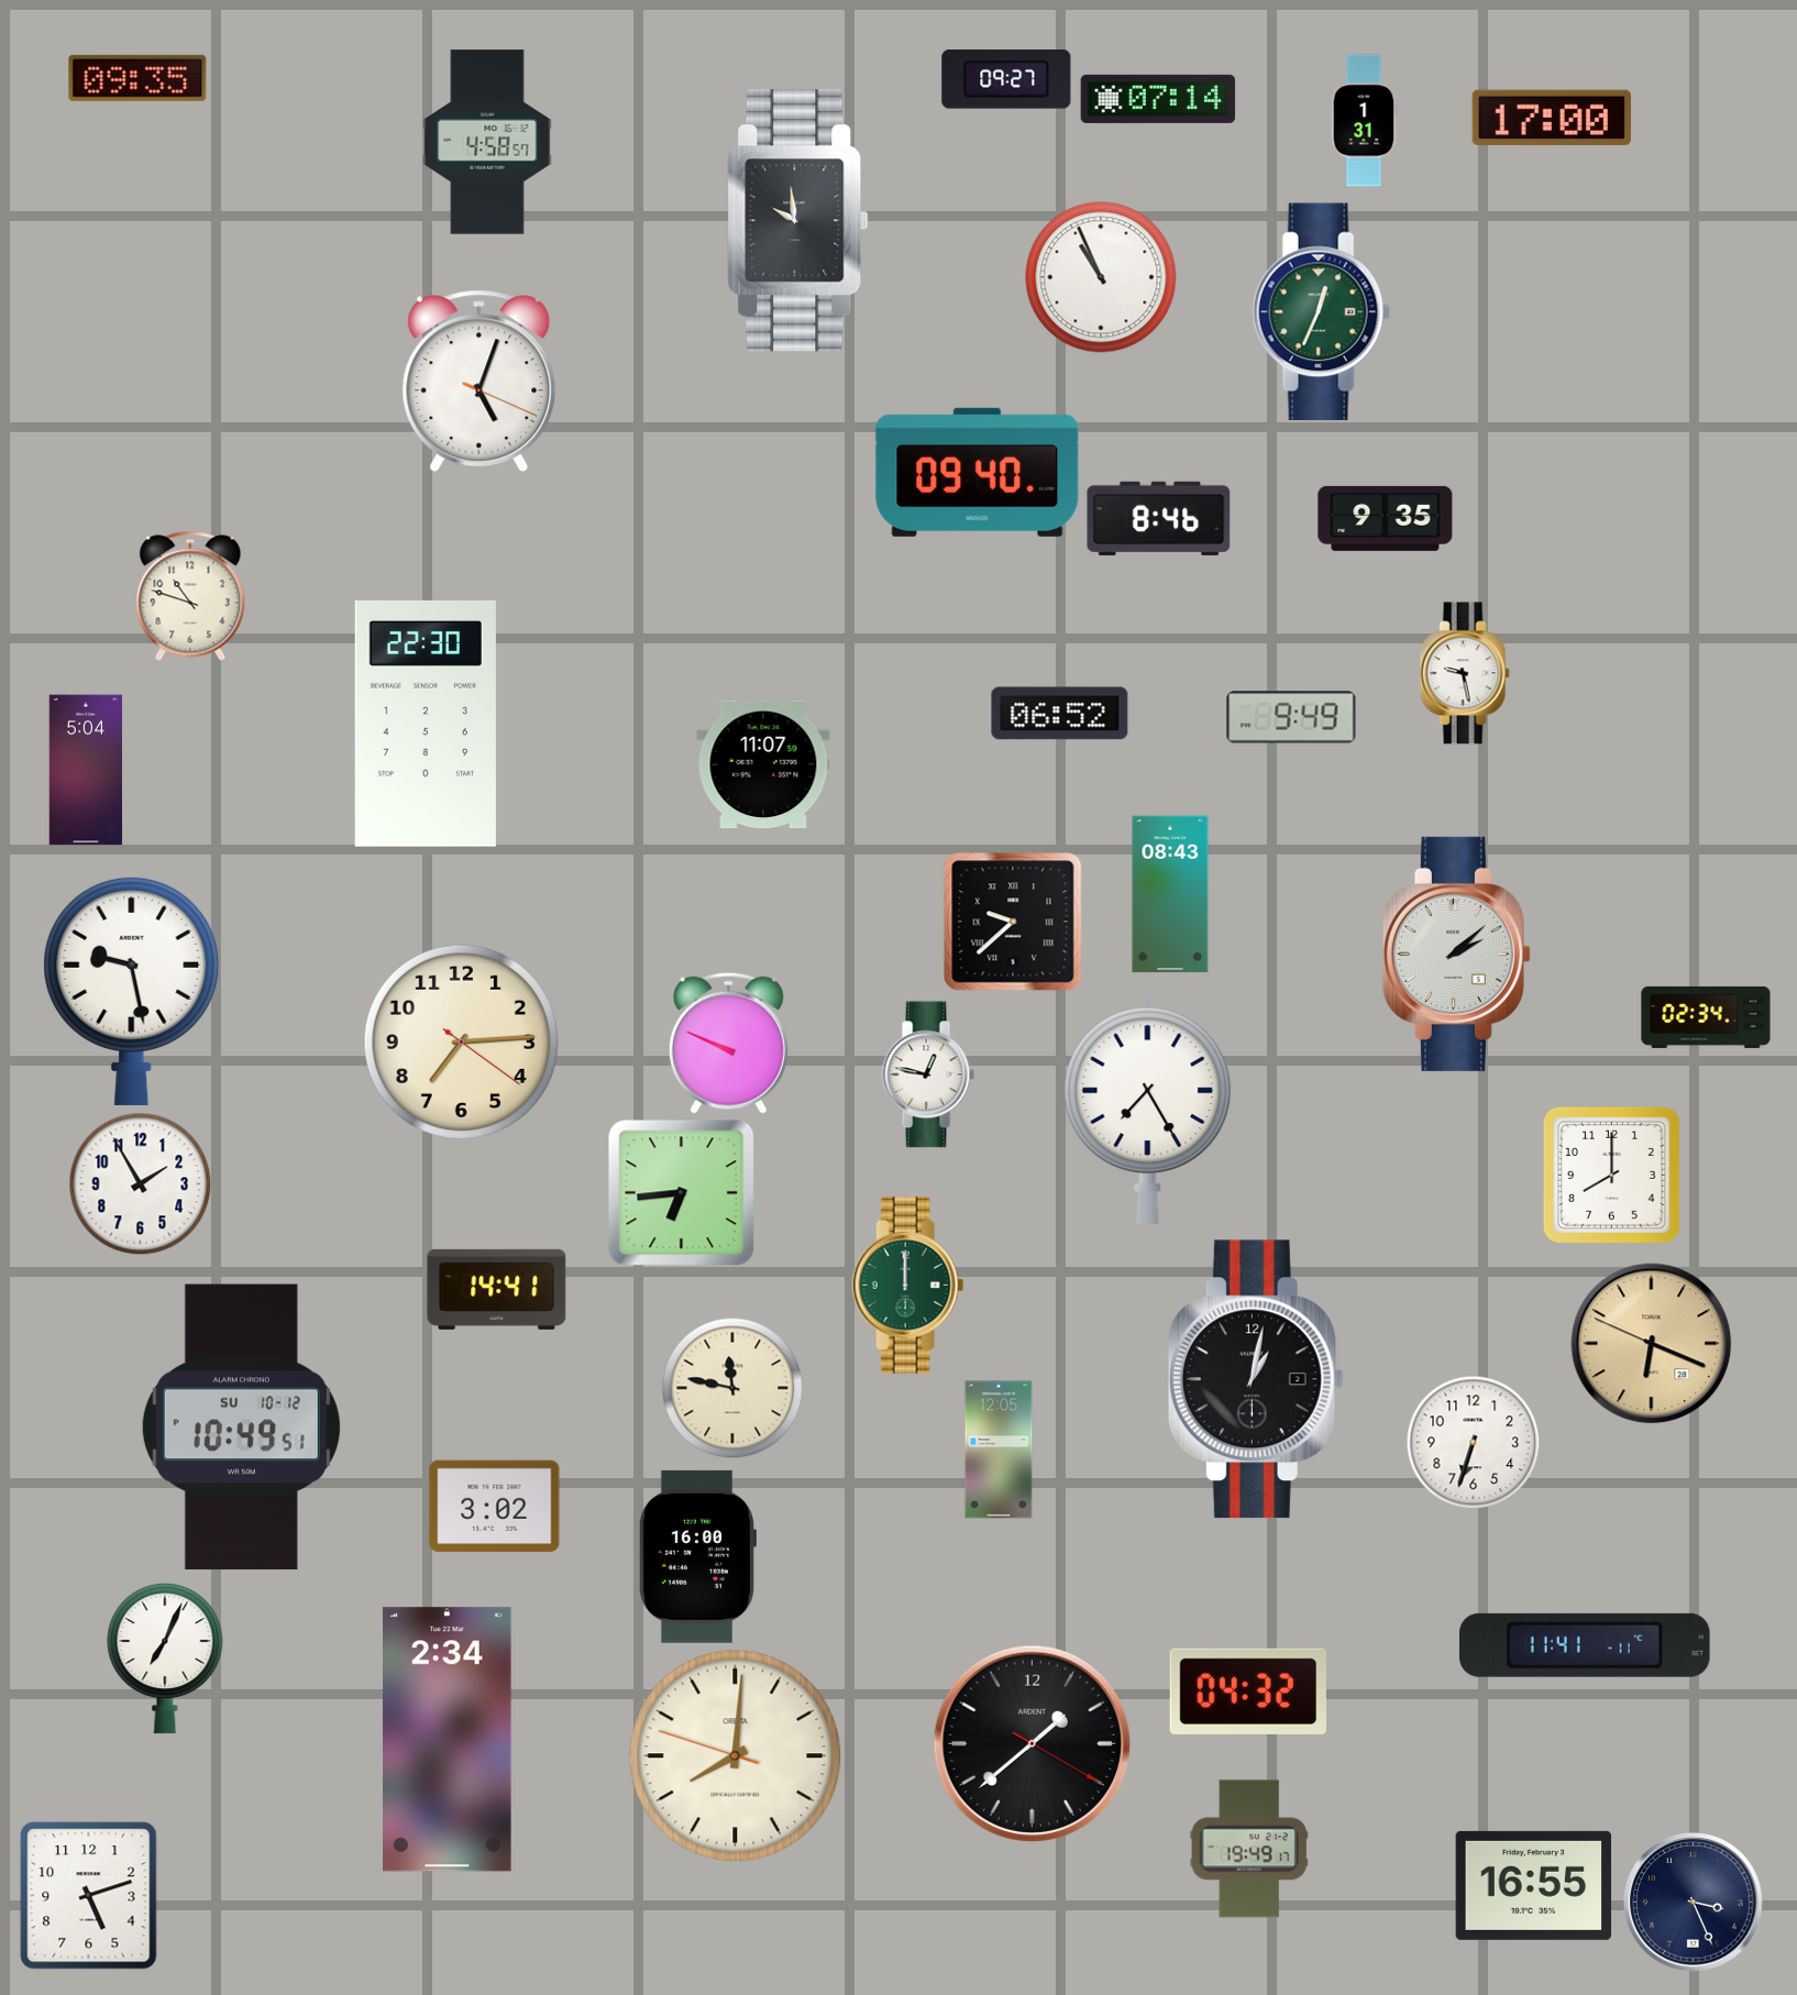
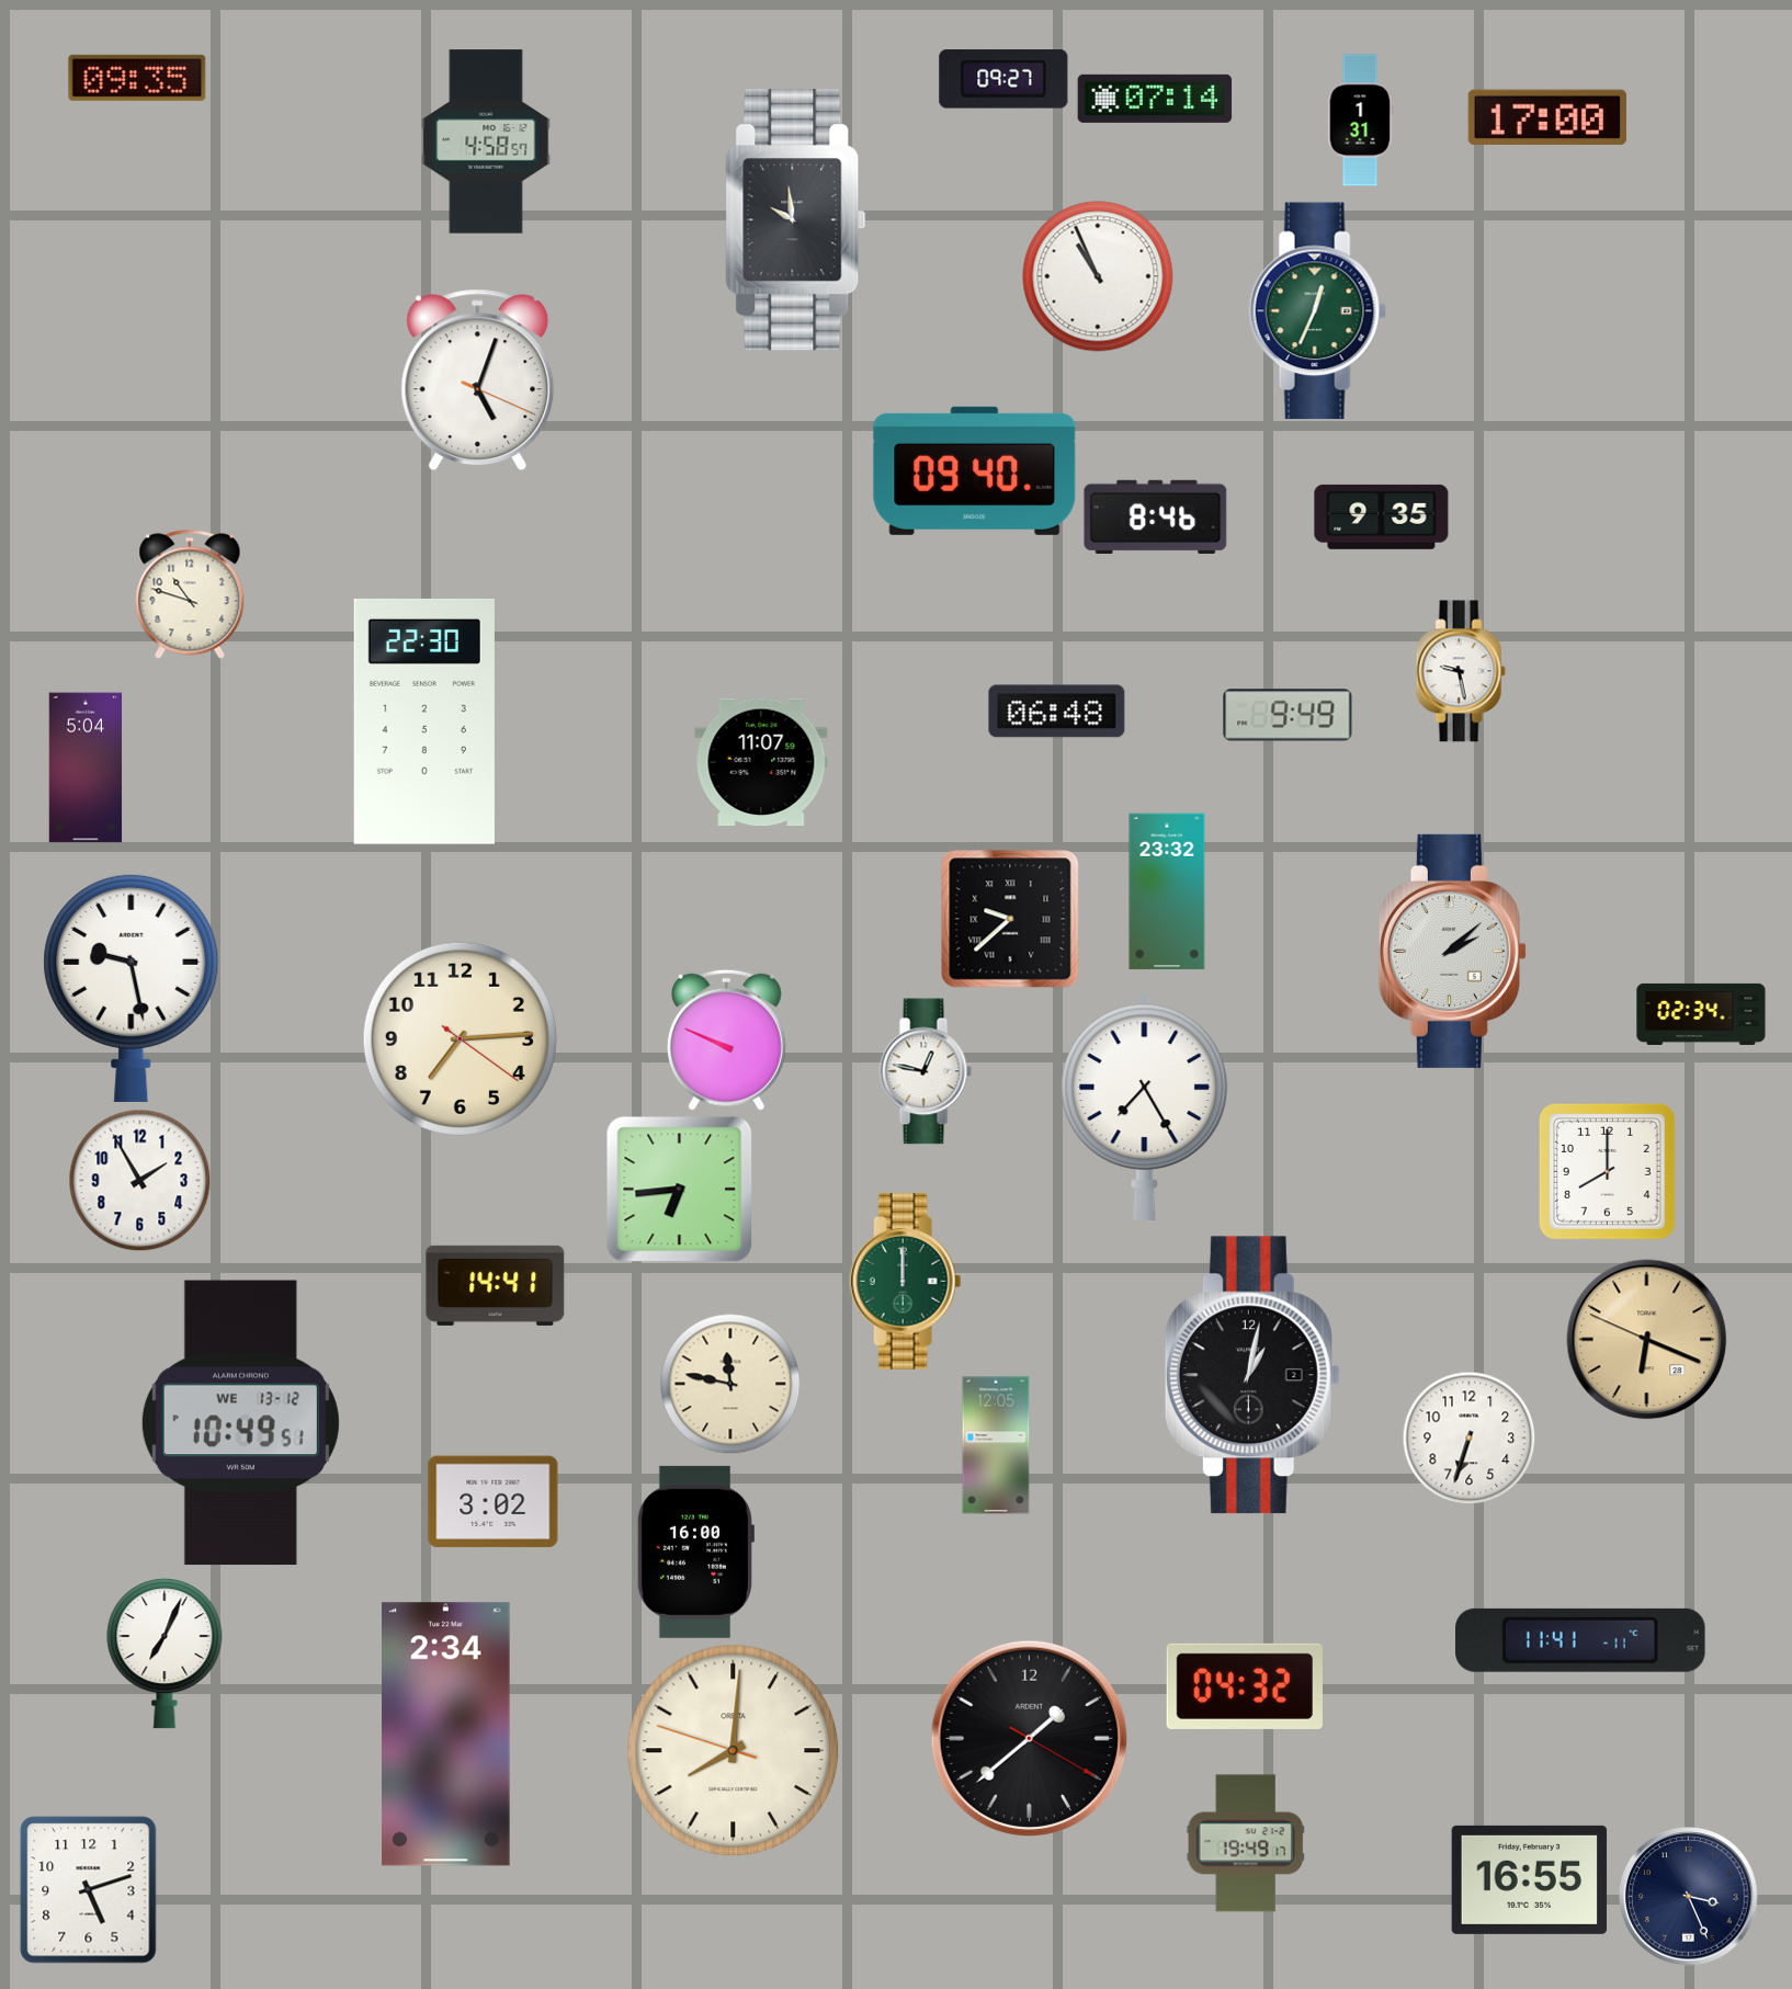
clock at (1060, 714): 06:52 -> 06:48
clock at (1170, 894): 08:43 -> 23:32
clock at (241, 1428) date: SU 10-12 -> WE 13-12
